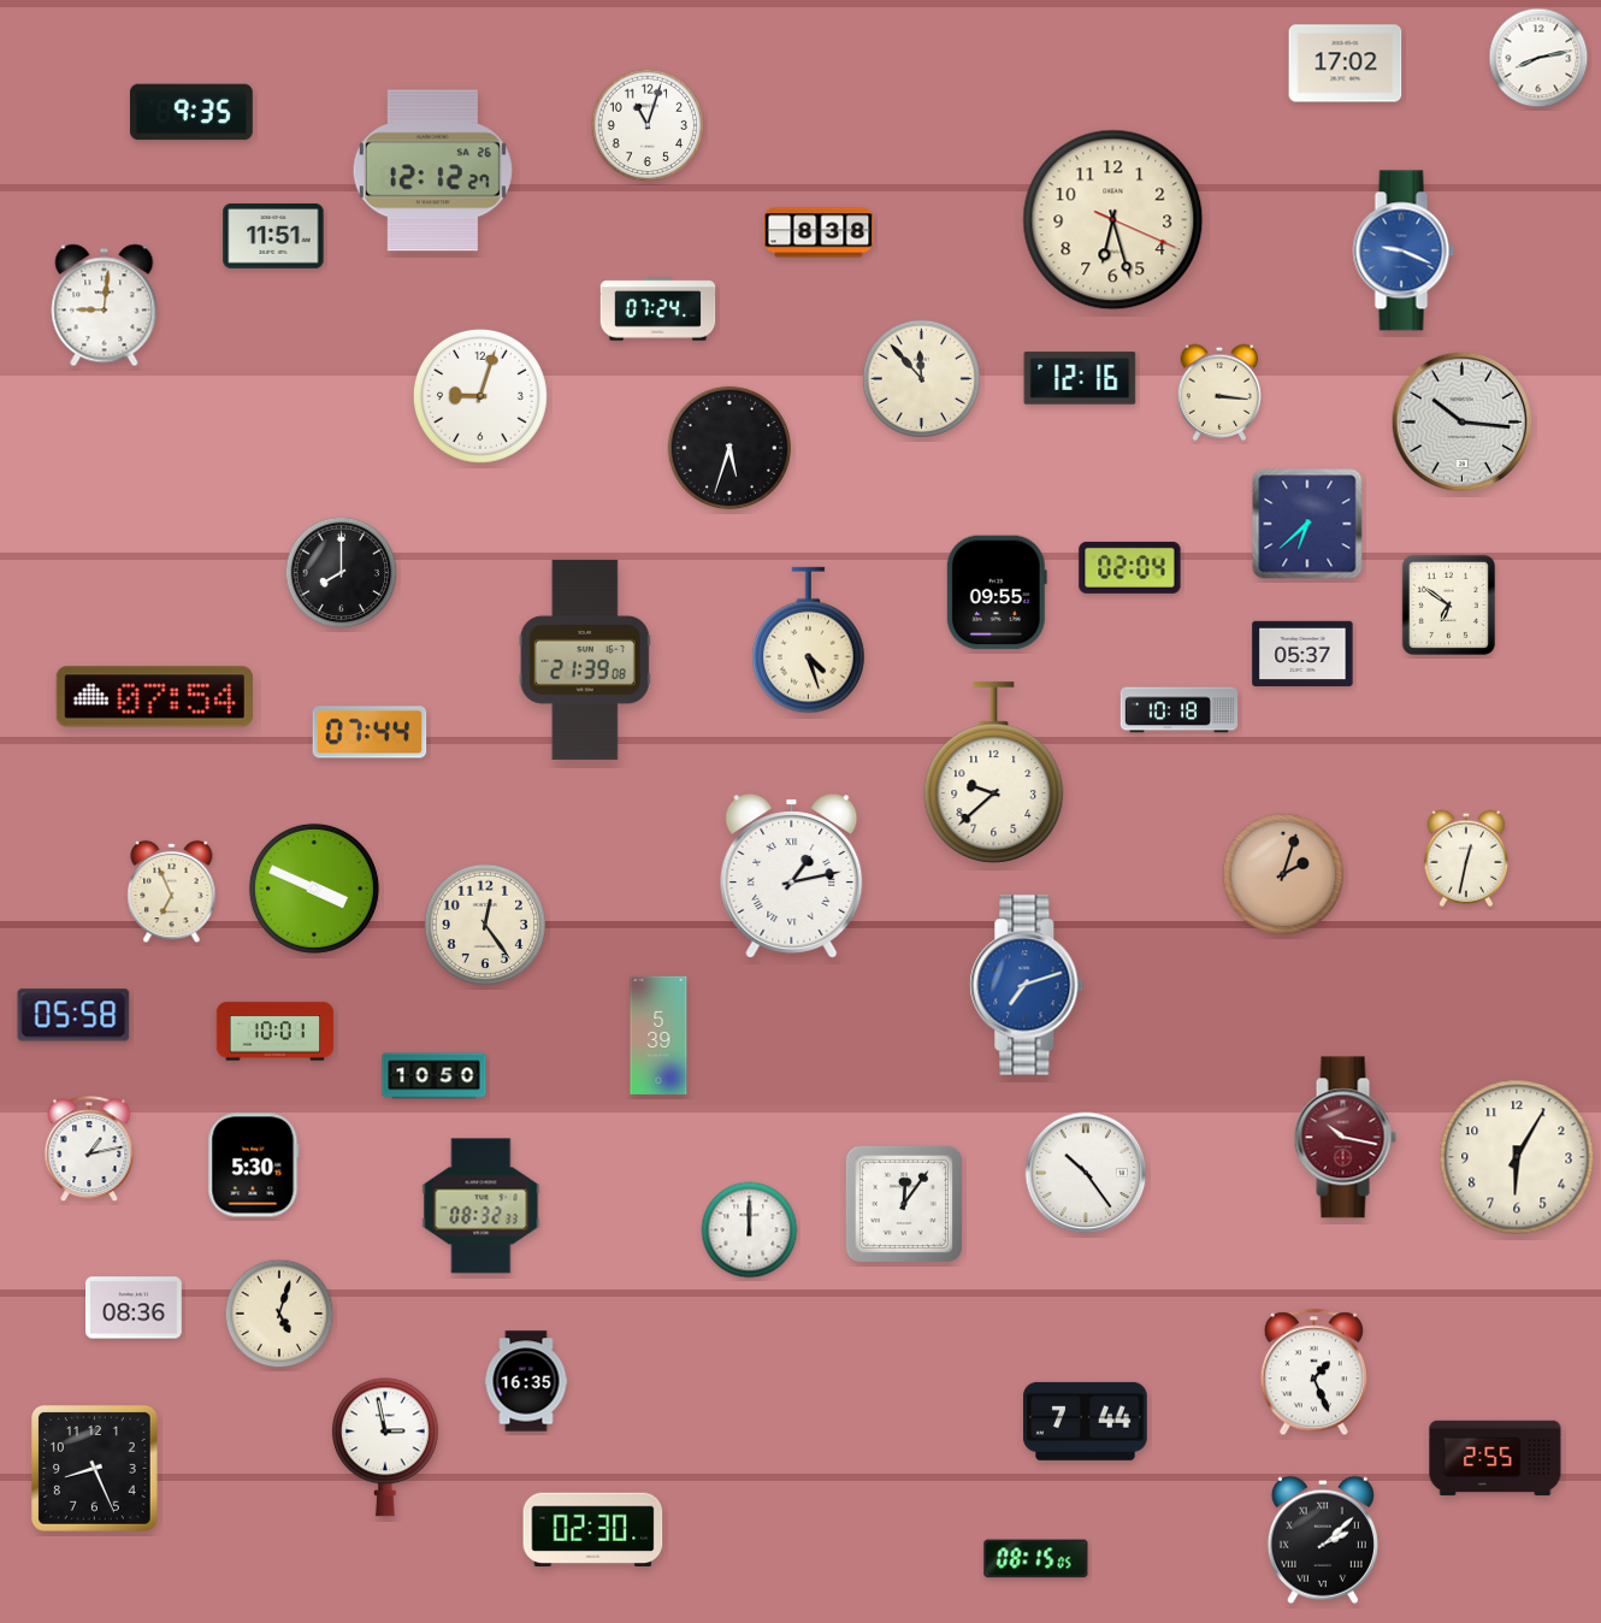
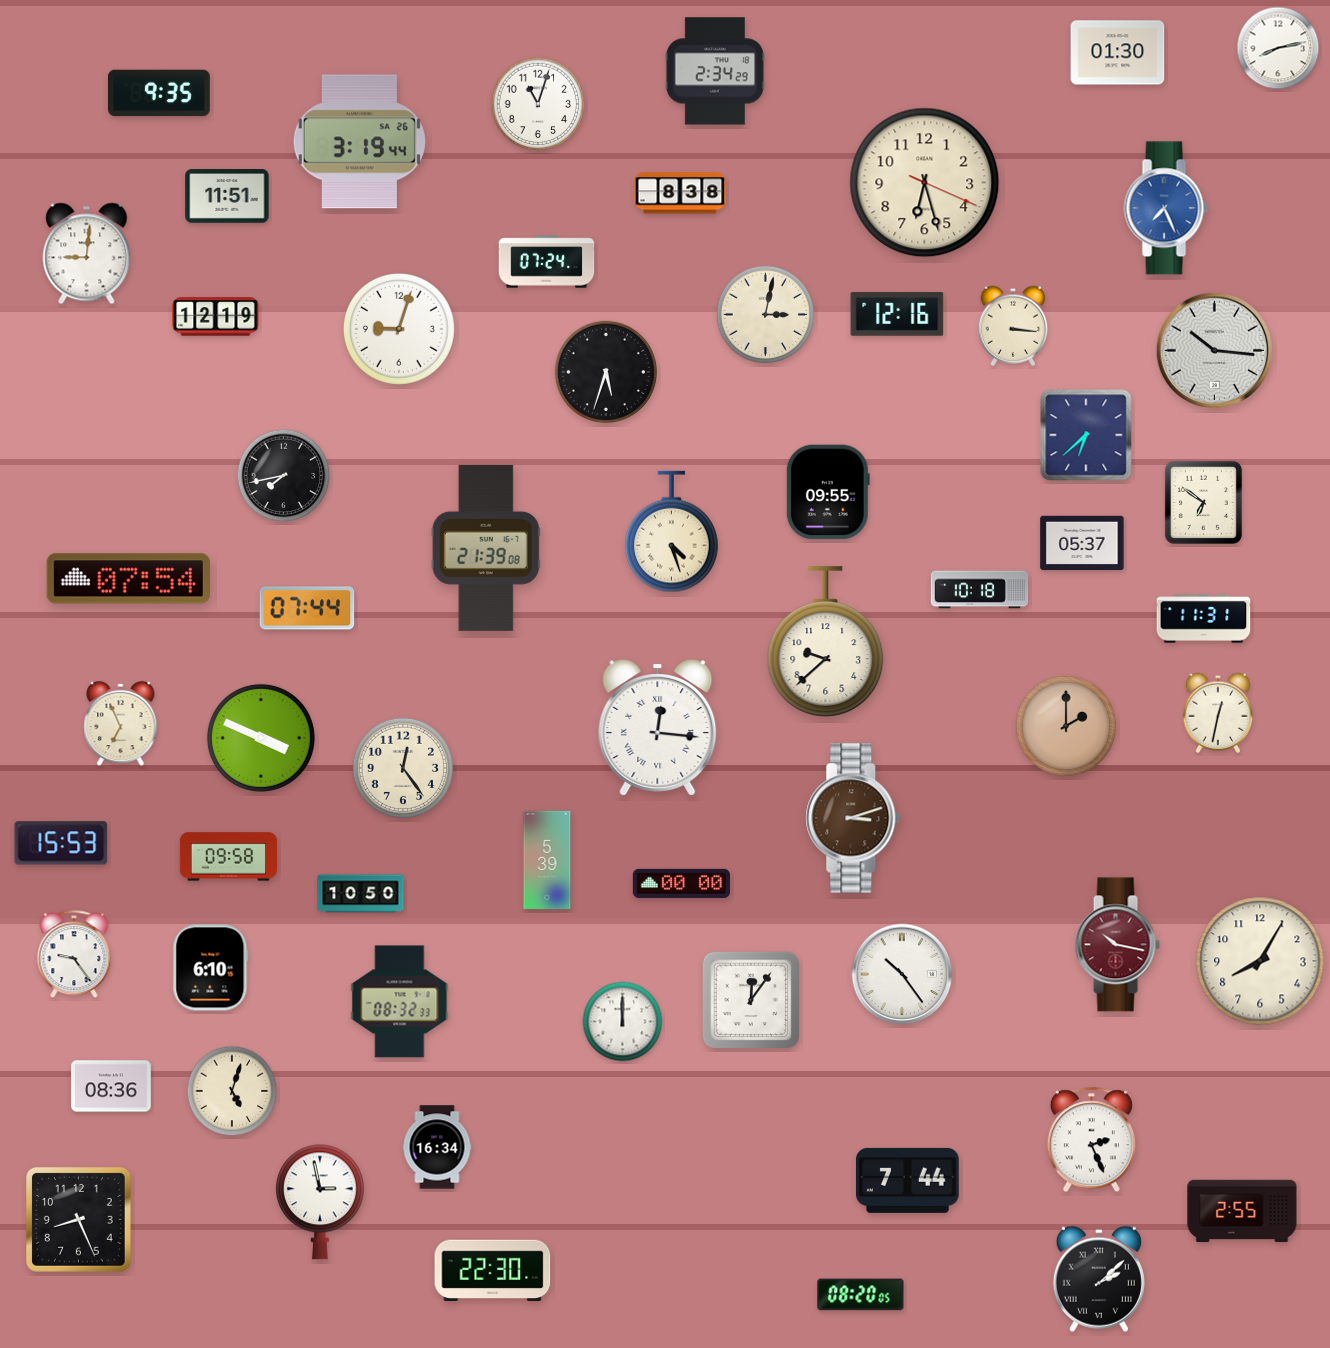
clock at (1346, 64): 17:02 -> 01:30
clock at (715, 71): none -> 2:34
clock at (432, 171): 12:12 -> 3:19
clock at (1404, 250): 9:19 -> 7:26
clock at (658, 309) position: (658, 309) -> (547, 262)
clock at (922, 379): 11:53 -> 3:02
clock at (216, 317): none -> 12:19
clock at (1130, 567): 02:04 -> none
clock at (342, 573): 8:00 -> 7:43
clock at (1204, 619): none -> 11:31
clock at (1283, 874): 2:03 -> 2:00
clock at (792, 877): 1:13 -> 12:16
clock at (172, 892) position: (172, 892) -> (121, 724)
clock at (1027, 985): 7:12 -> 3:12
clock at (1027, 985) dial: blue -> brown
clock at (73, 1015): 05:58 -> 15:53
clock at (274, 1032): 10:01 -> 09:58
clock at (681, 883): none -> 00:00
clock at (89, 1150): 1:13 -> 9:24
clock at (1517, 1157): 6:05 -> 8:05
clock at (254, 1165): 5:30 -> 6:10
clock at (1313, 1373): 1:26 -> 2:26
clock at (526, 1381): 16:35 -> 16:34
clock at (1086, 1421) position: (1086, 1421) -> (908, 1180)
clock at (593, 1530): 02:30 -> 22:30
clock at (1036, 1559): 08:15 -> 08:20
